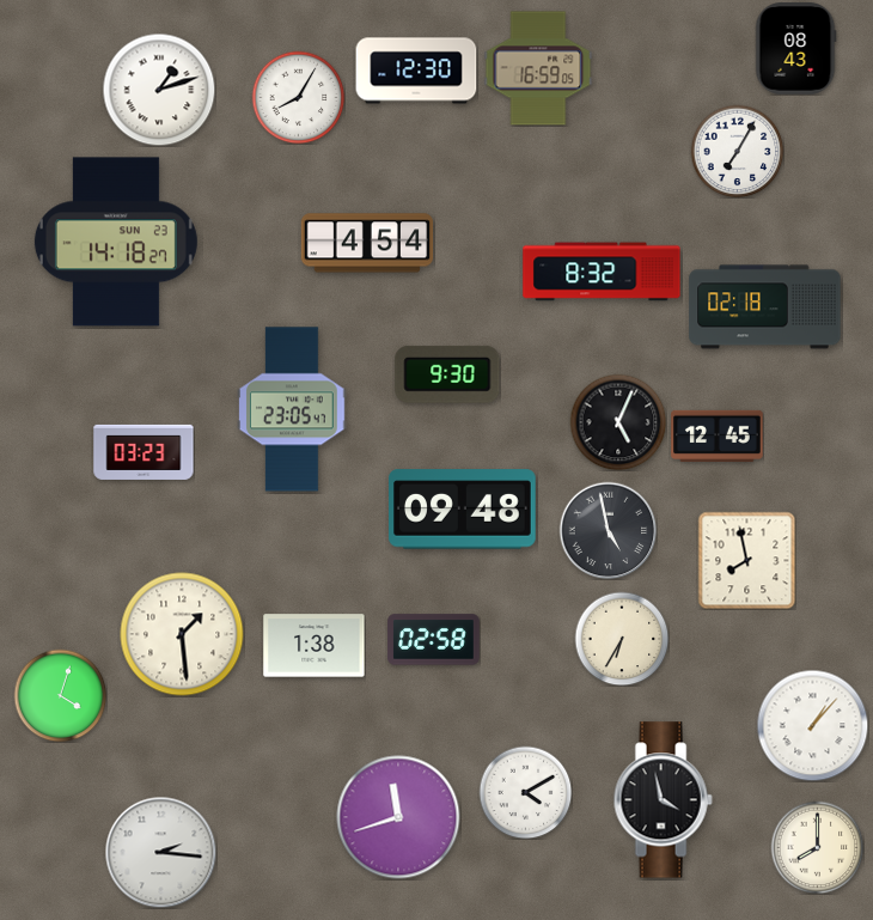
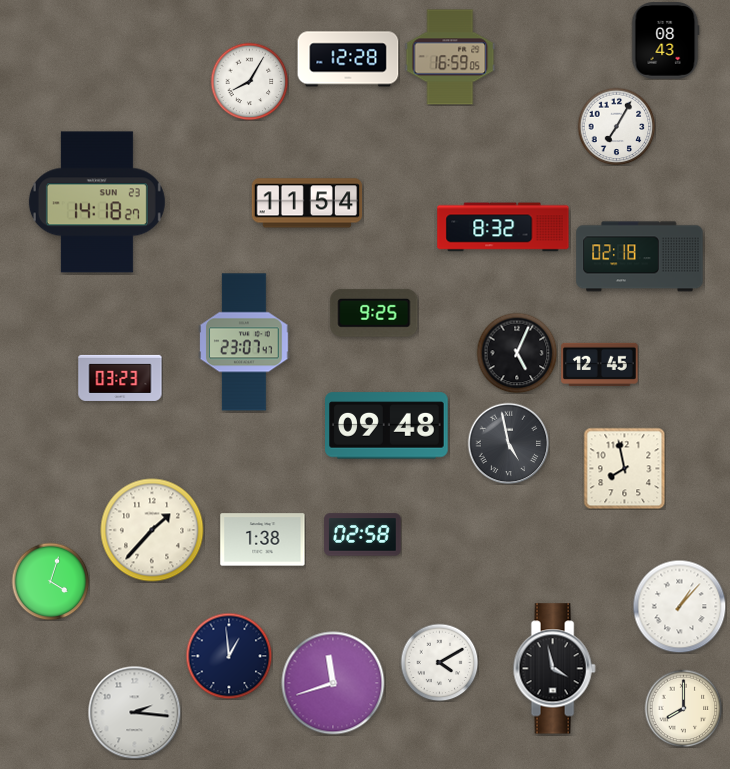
clock at (416, 71): 12:30 -> 12:28
clock at (159, 90): 1:12 -> none
clock at (367, 243): 4:54 -> 11:54
clock at (447, 374): 9:30 -> 9:25
clock at (292, 409): 23:05 -> 23:07
clock at (182, 634): 1:29 -> 1:37
clock at (622, 639): 6:35 -> none
clock at (229, 656): none -> 12:59
